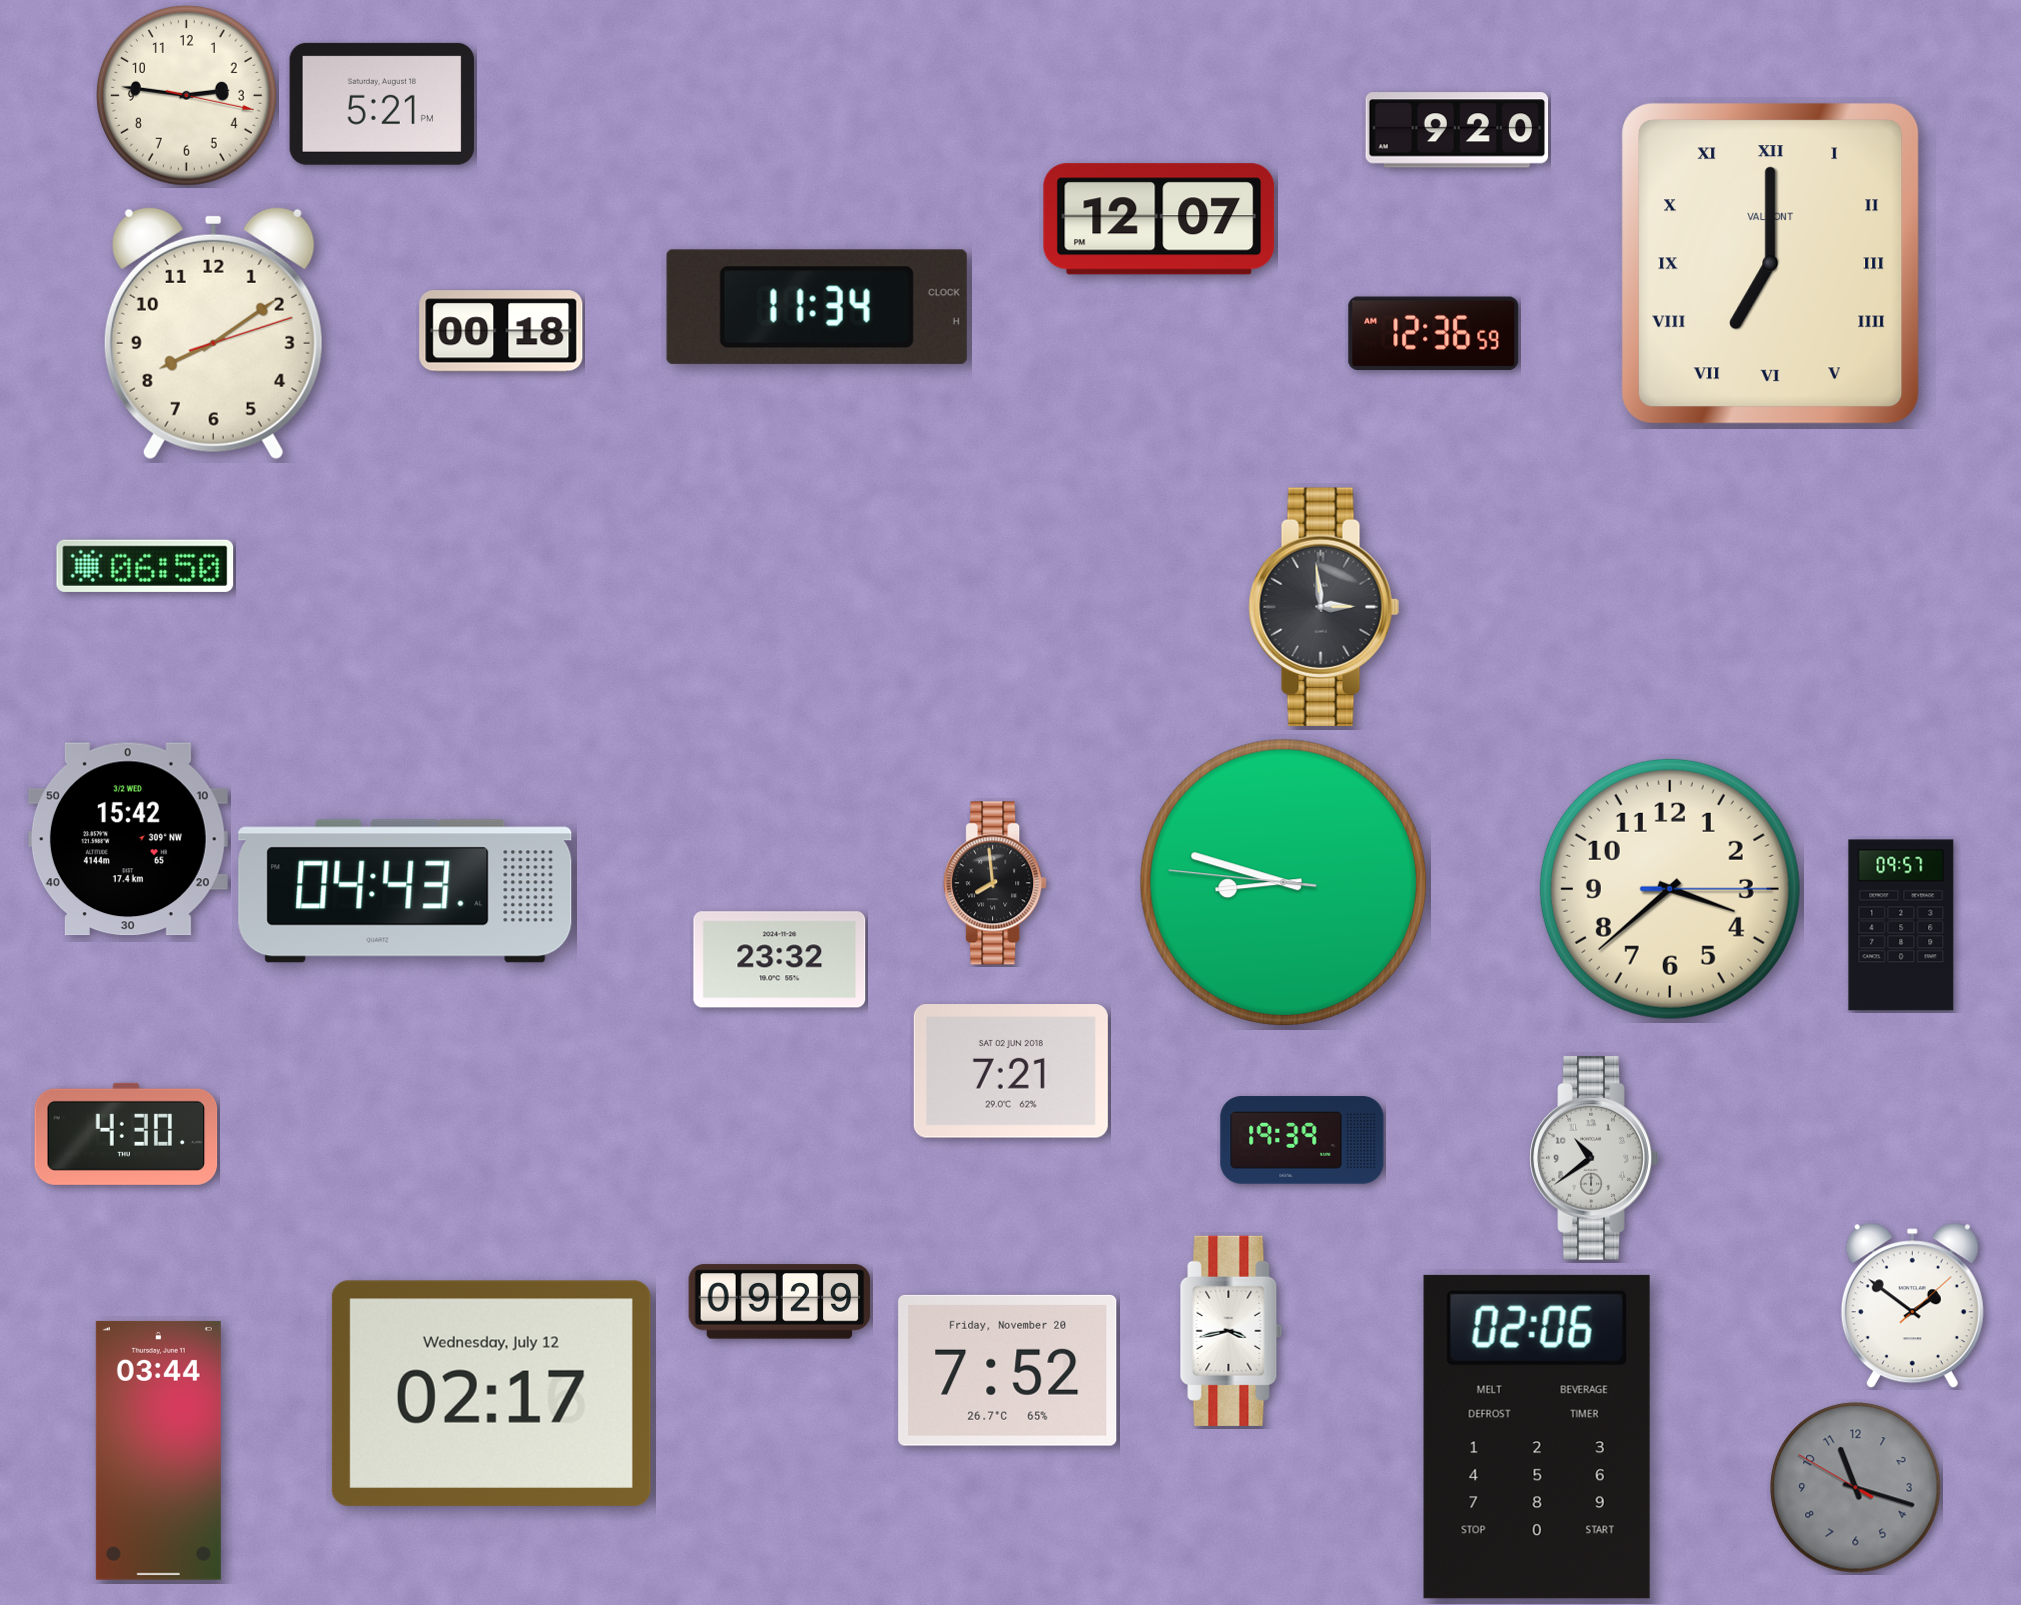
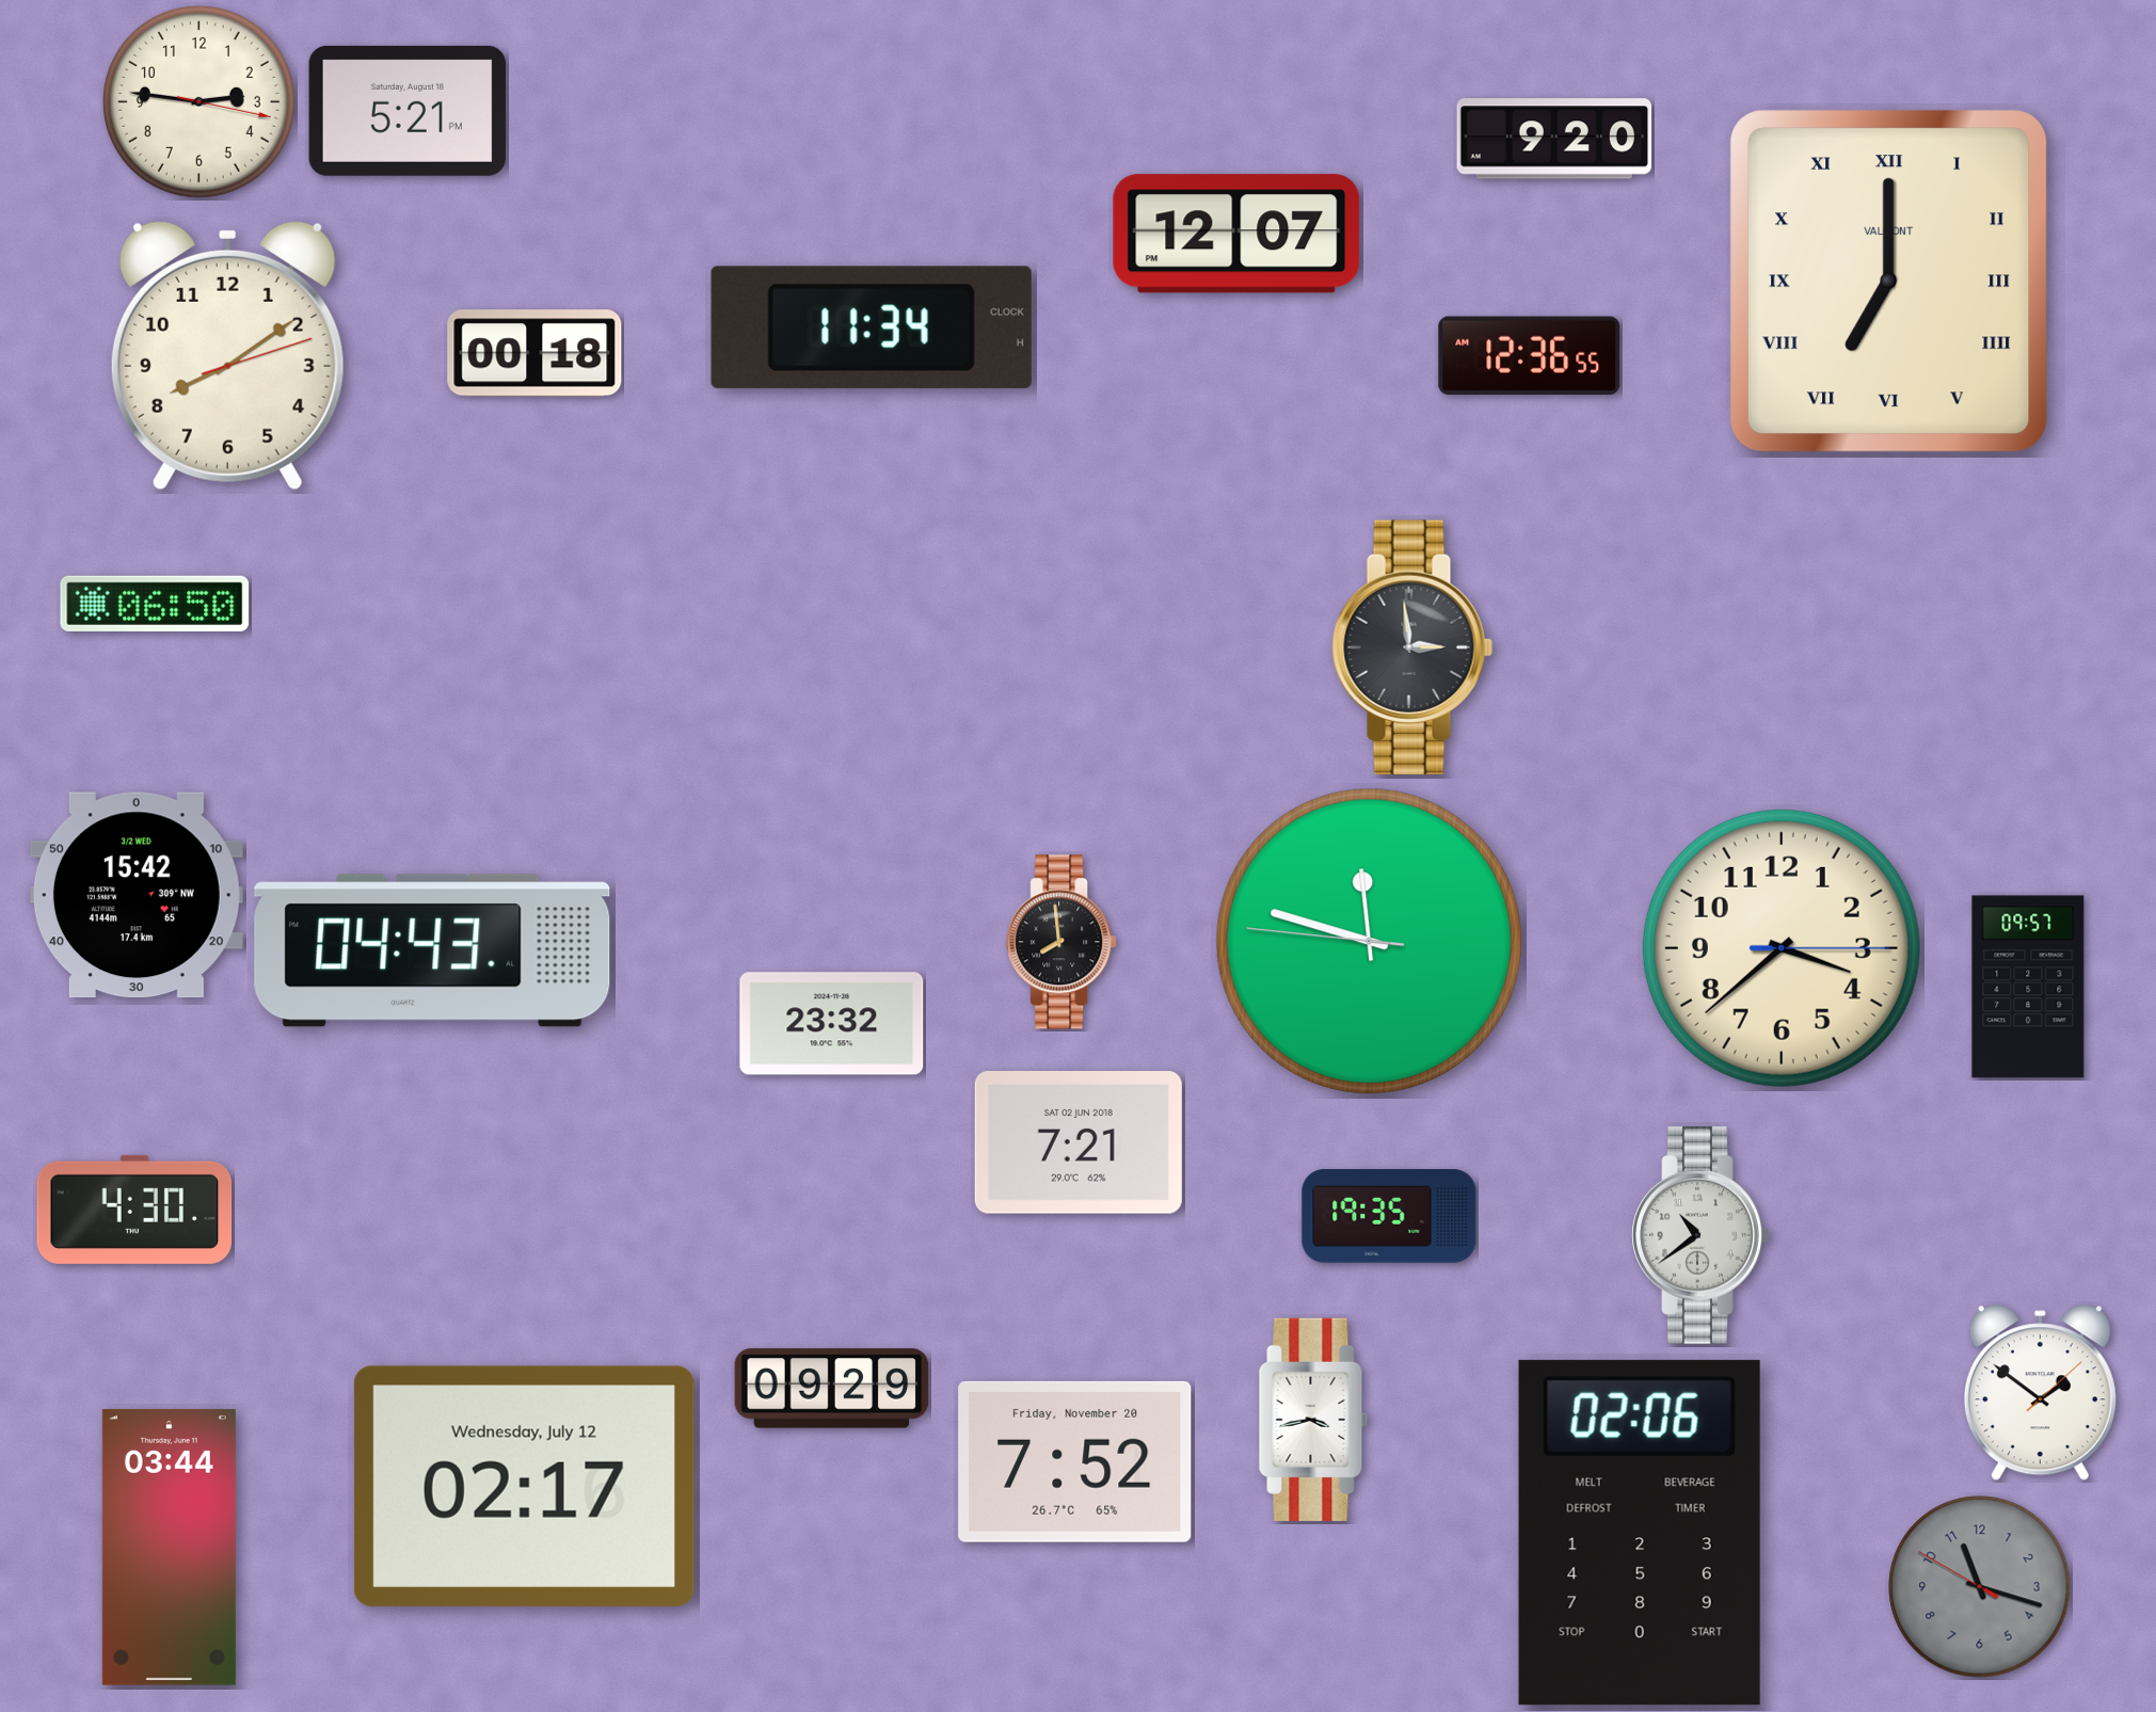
clock at (1434, 333): 12:36:59 -> 12:36:55
clock at (1283, 882): 8:47 -> 11:47
clock at (1302, 1140): 19:39 -> 19:35
